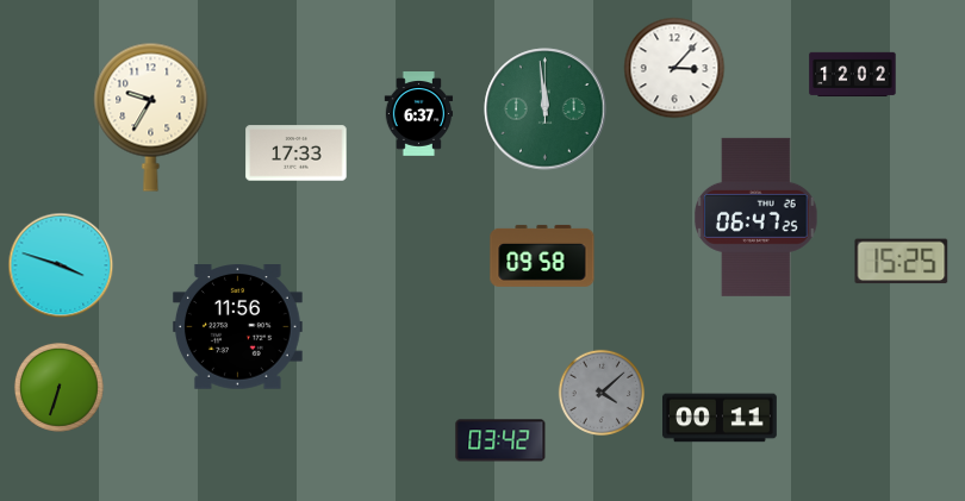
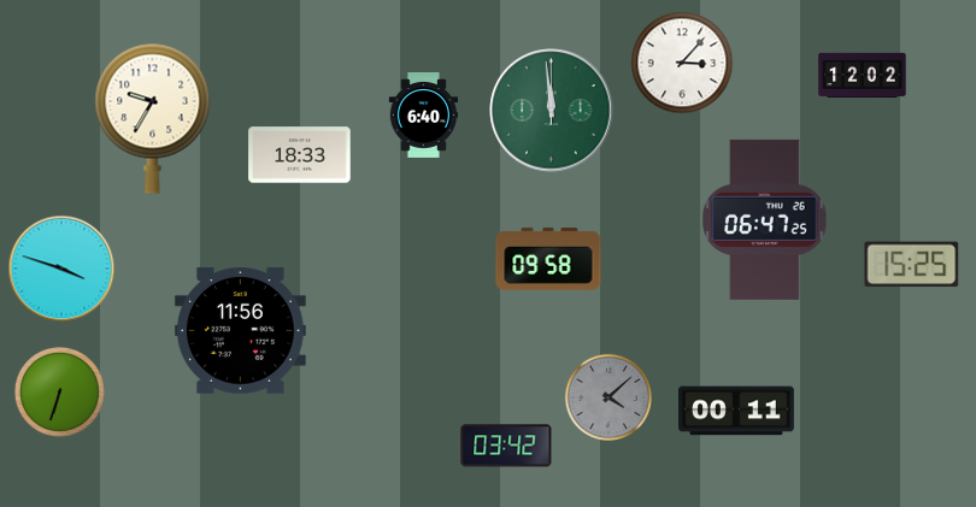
clock at (674, 68) position: (674, 68) -> (682, 63)
clock at (419, 114): 6:37 -> 6:40
clock at (297, 154): 17:33 -> 18:33
clock at (721, 418) position: (721, 418) -> (737, 411)
